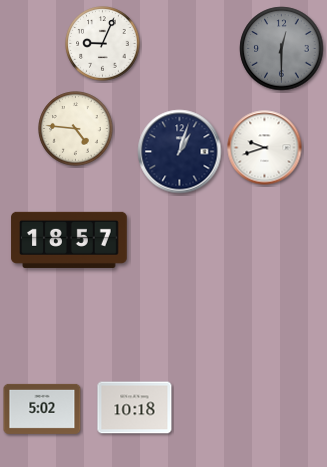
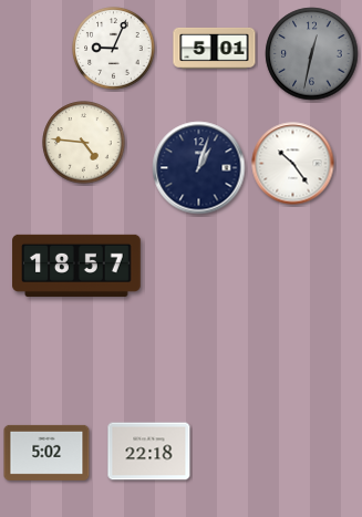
clock at (215, 48): none -> 5:01
clock at (282, 49): 12:30 -> 12:32
clock at (265, 148): 9:42 -> 10:24
clock at (135, 408): 10:18 -> 22:18
